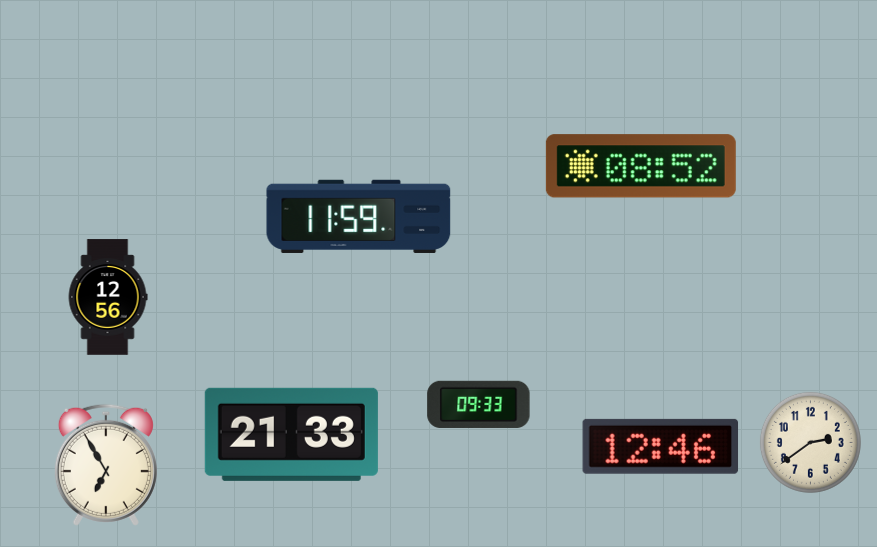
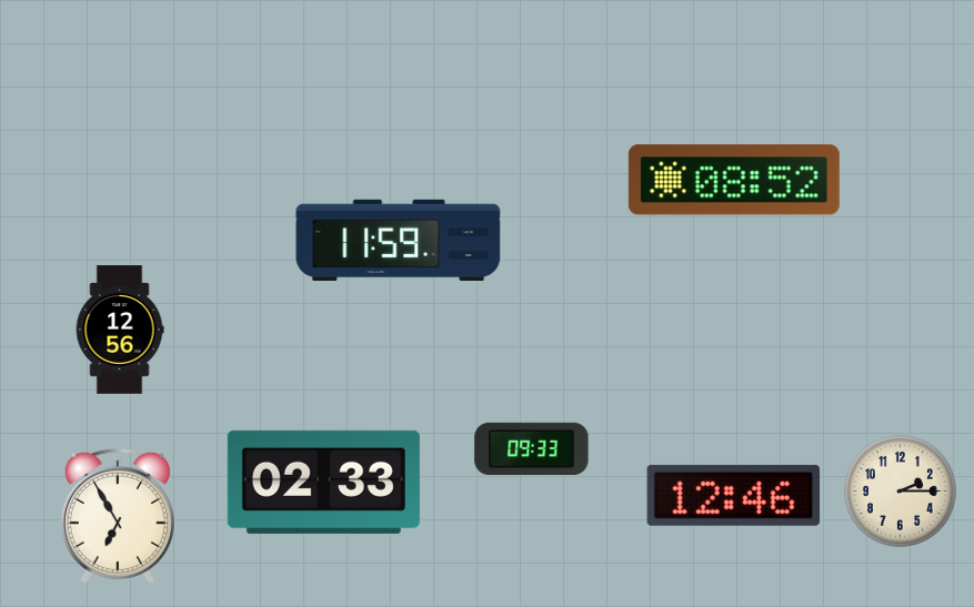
clock at (641, 166) position: (641, 166) -> (734, 180)
clock at (291, 434): 21:33 -> 02:33
clock at (810, 442): 2:39 -> 2:15
